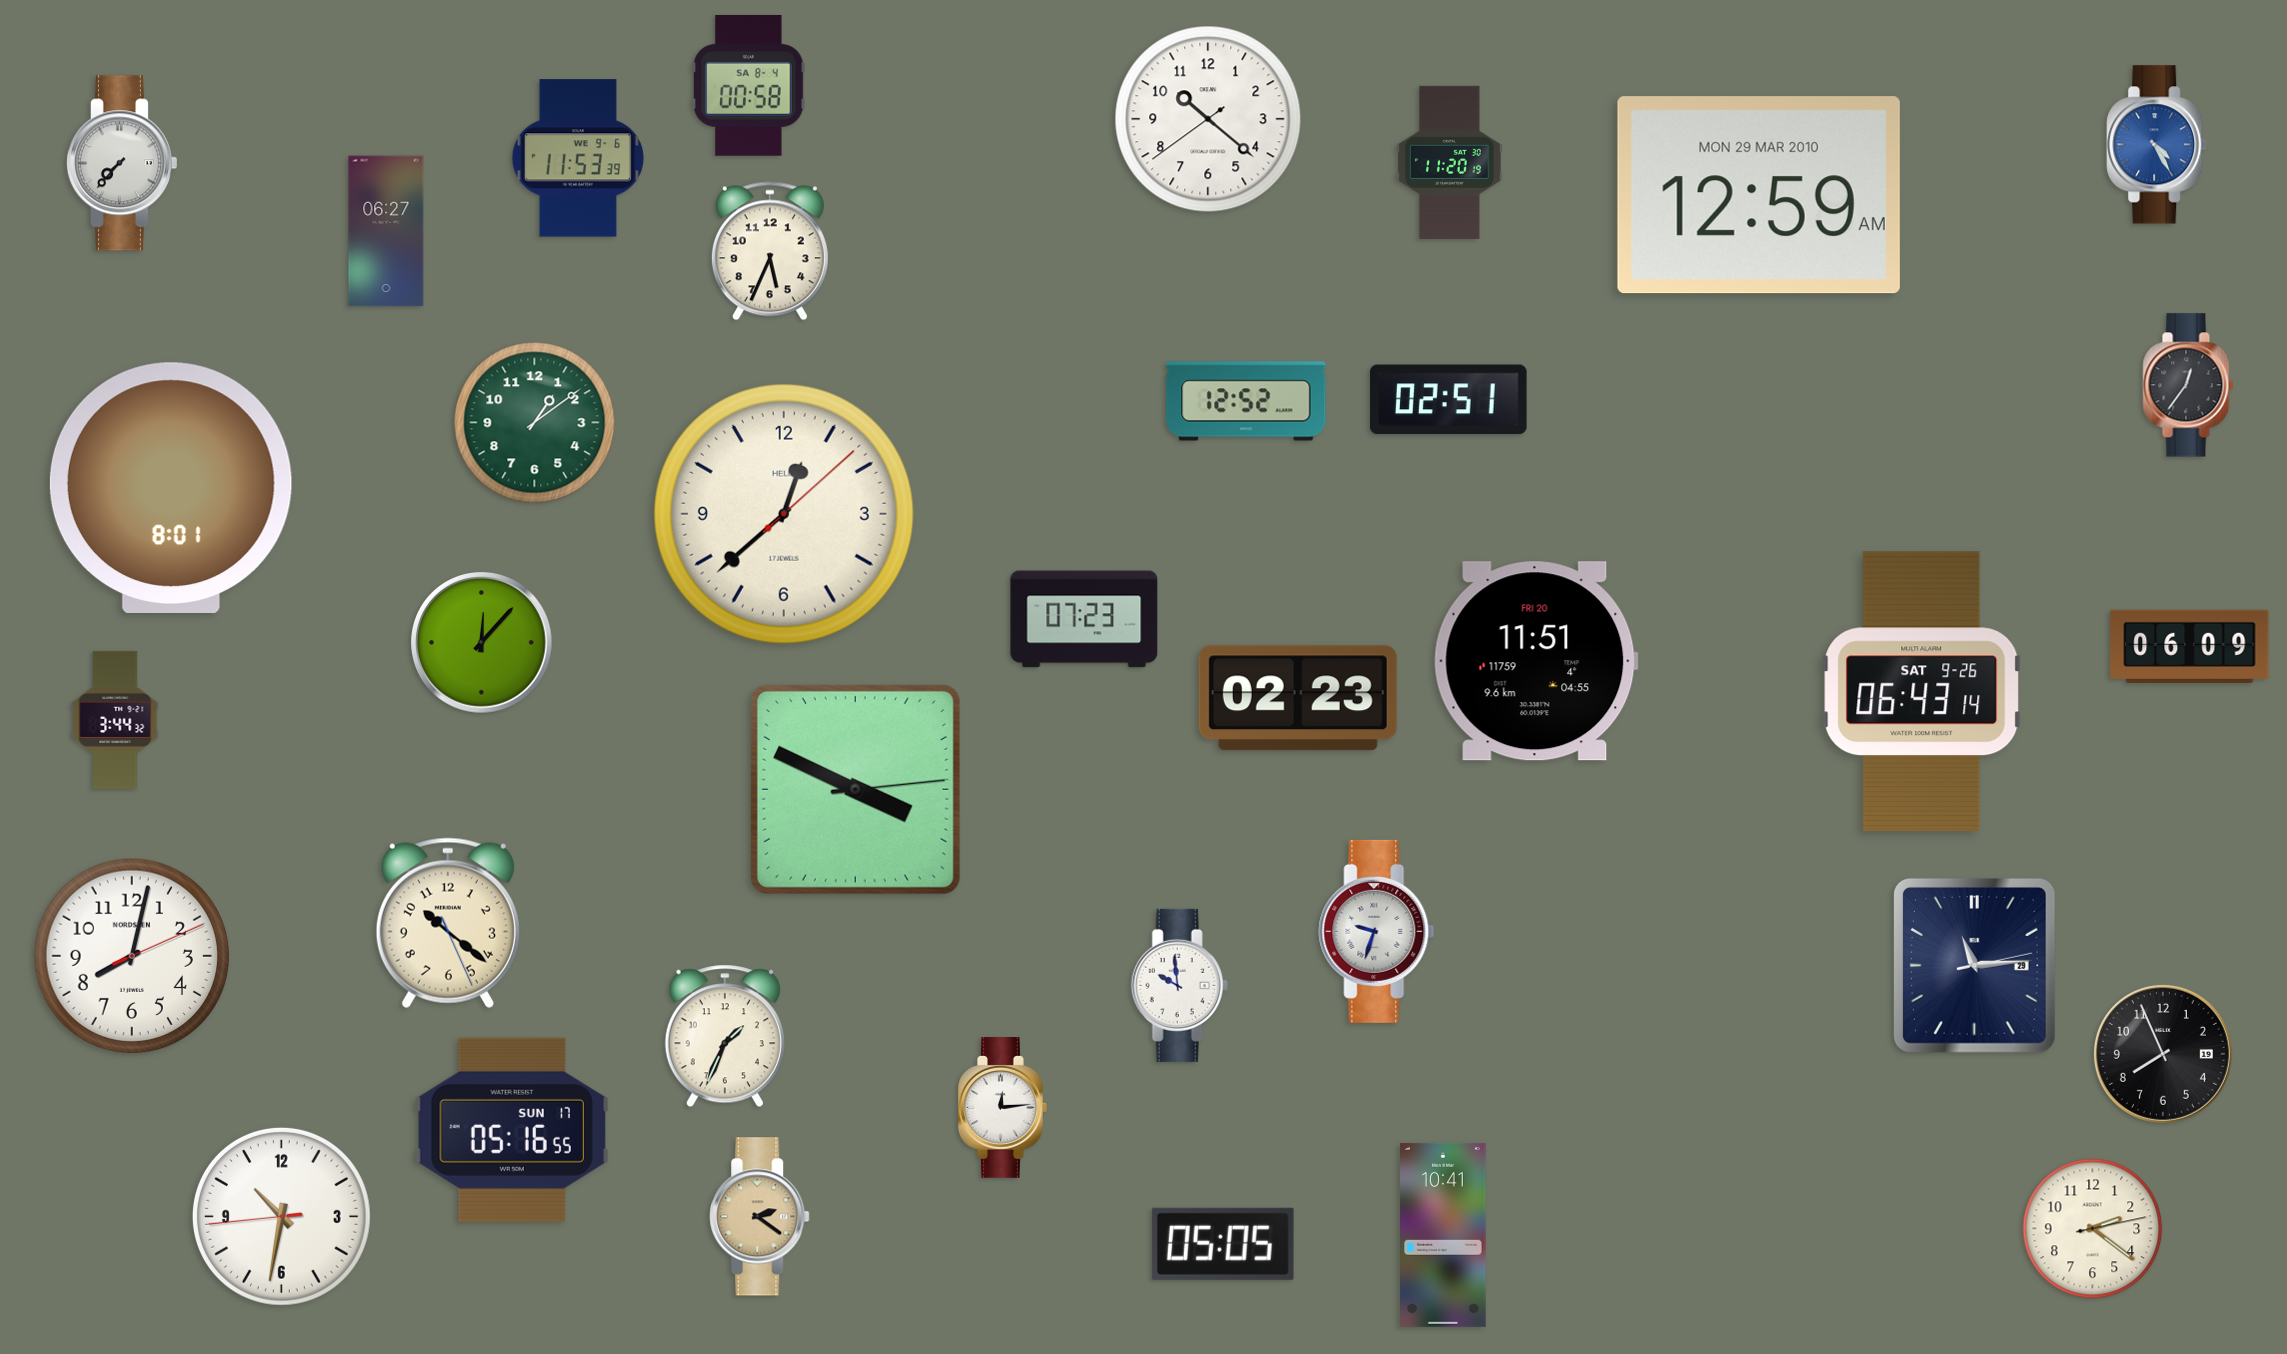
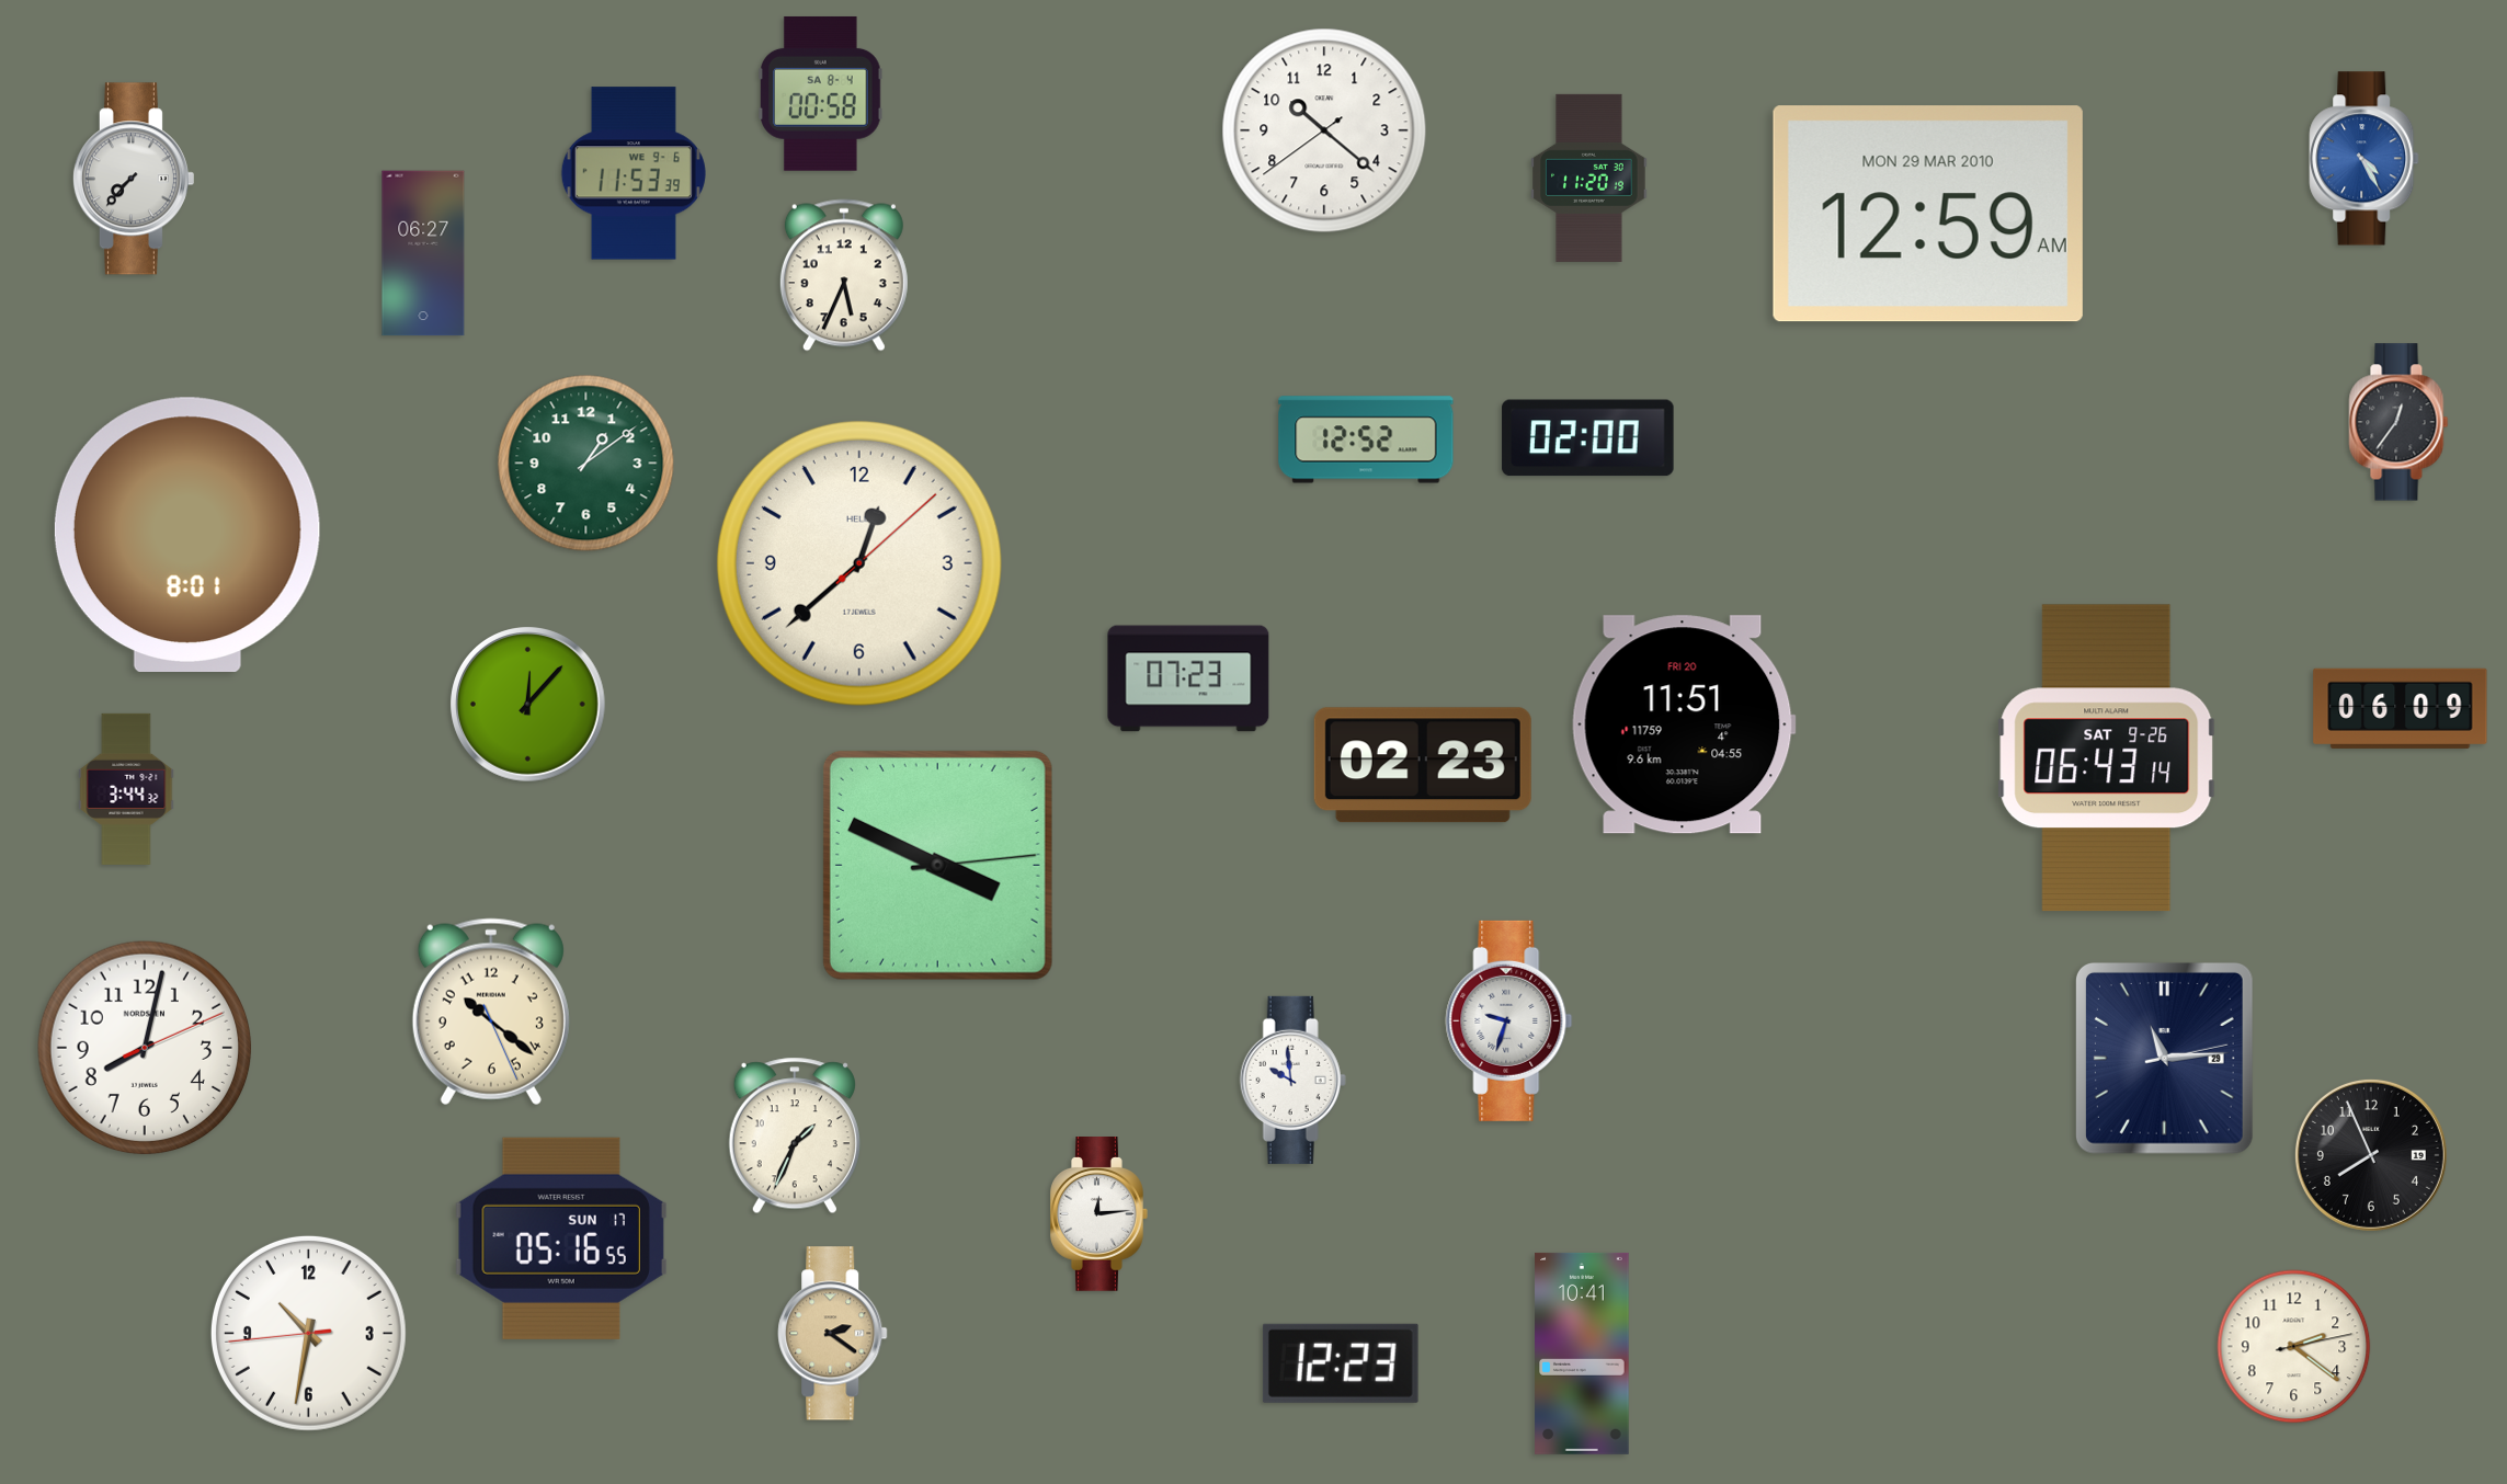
clock at (1449, 400): 02:51 -> 02:00
clock at (1223, 1244): 05:05 -> 12:23
